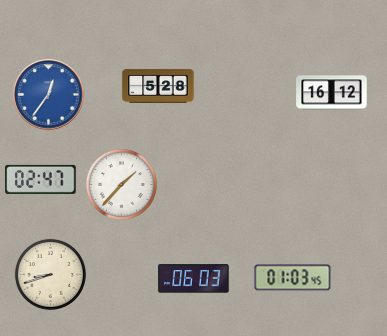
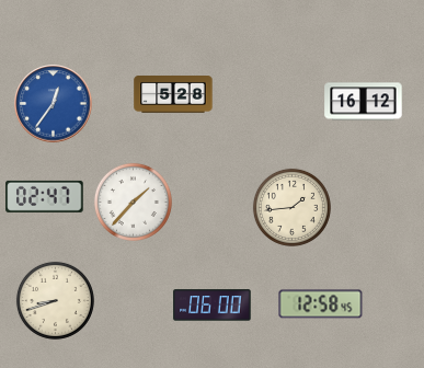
clock at (291, 207): none -> 1:44
clock at (293, 278): 01:03 -> 12:58
clock at (194, 279): 06:03 -> 06:00
